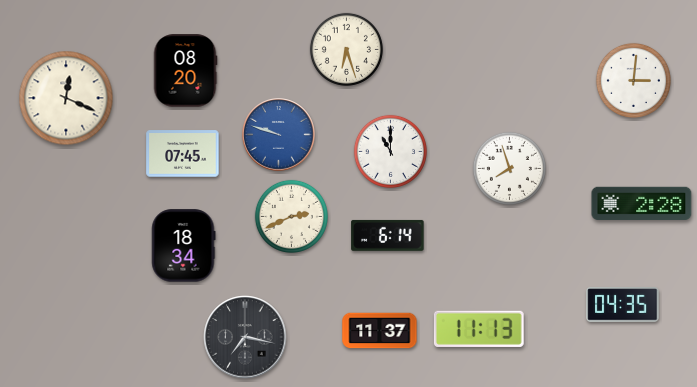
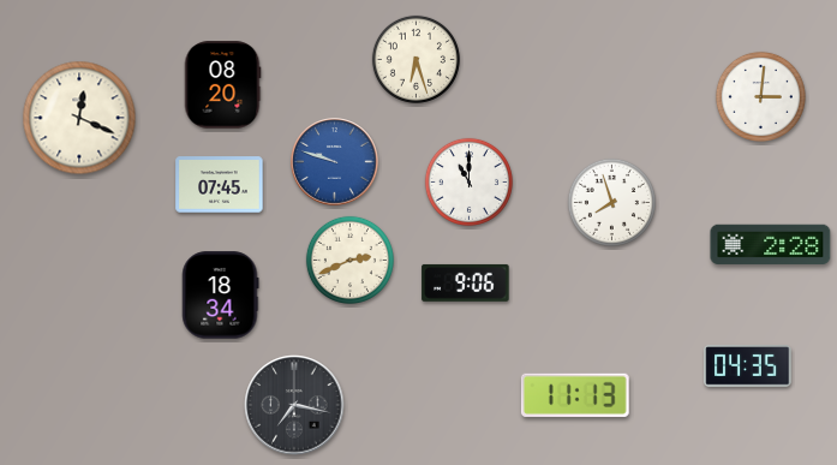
clock at (388, 235): 6:14 -> 9:06
clock at (380, 331): 11:37 -> none
